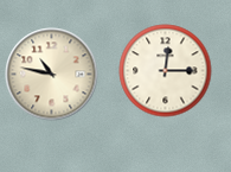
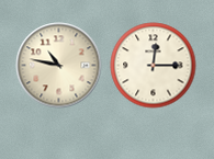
clock at (51, 74) position: (51, 74) -> (58, 65)
